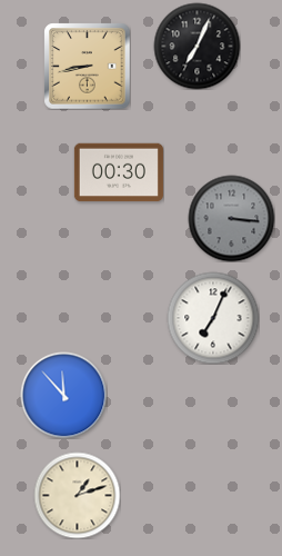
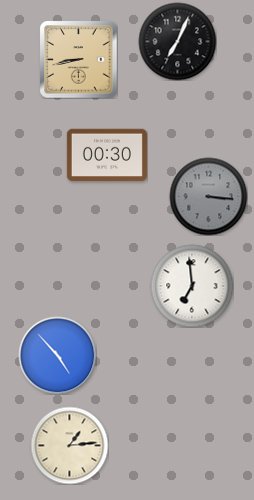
clock at (213, 318): 7:04 -> 6:59
clock at (63, 395): 11:53 -> 4:53
clock at (77, 495): 1:12 -> 1:14
